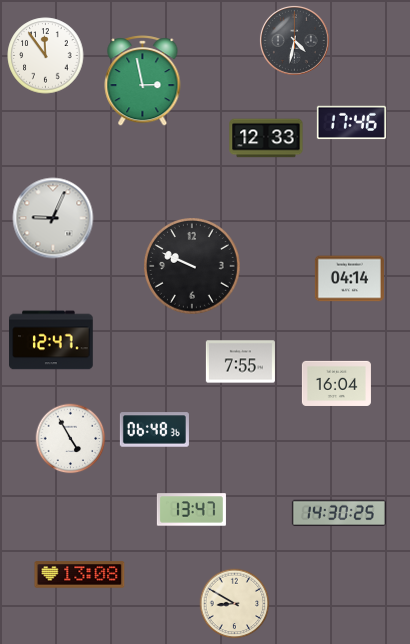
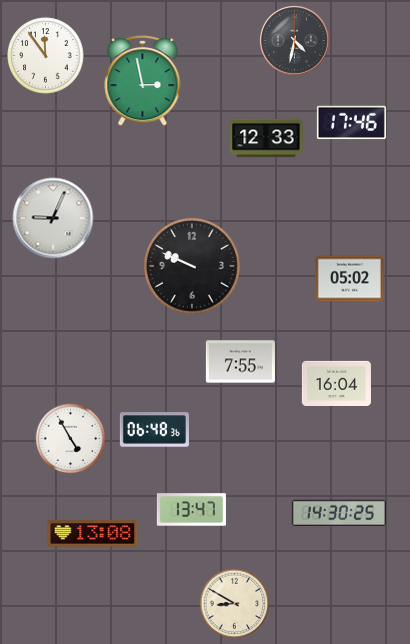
clock at (349, 279): 04:14 -> 05:02
clock at (51, 340): 12:47 -> none
clock at (80, 575) position: (80, 575) -> (93, 534)
